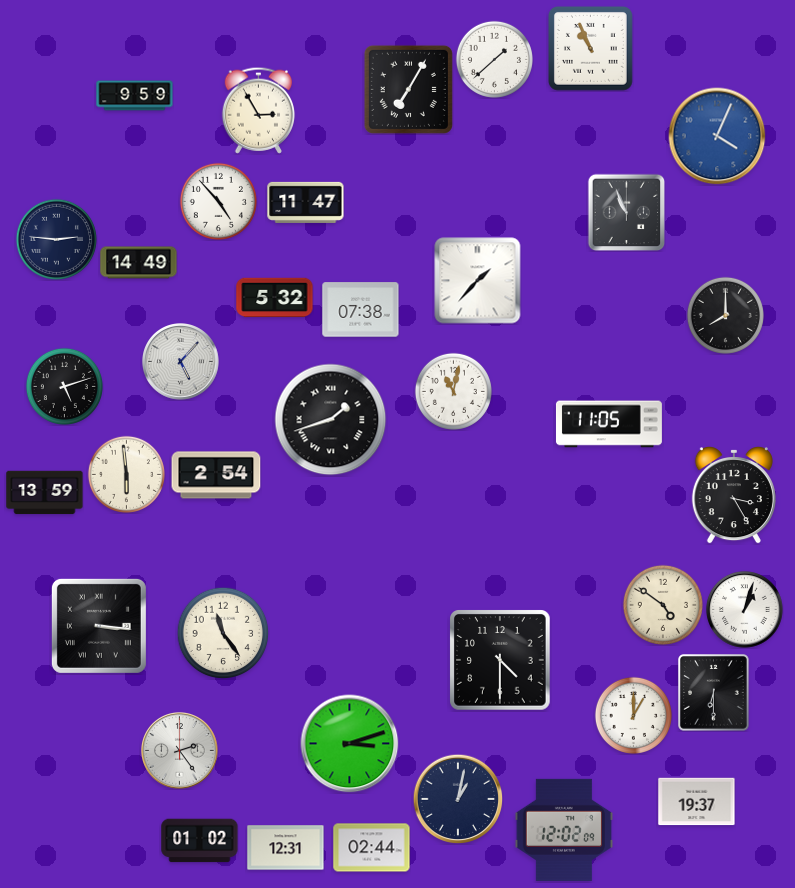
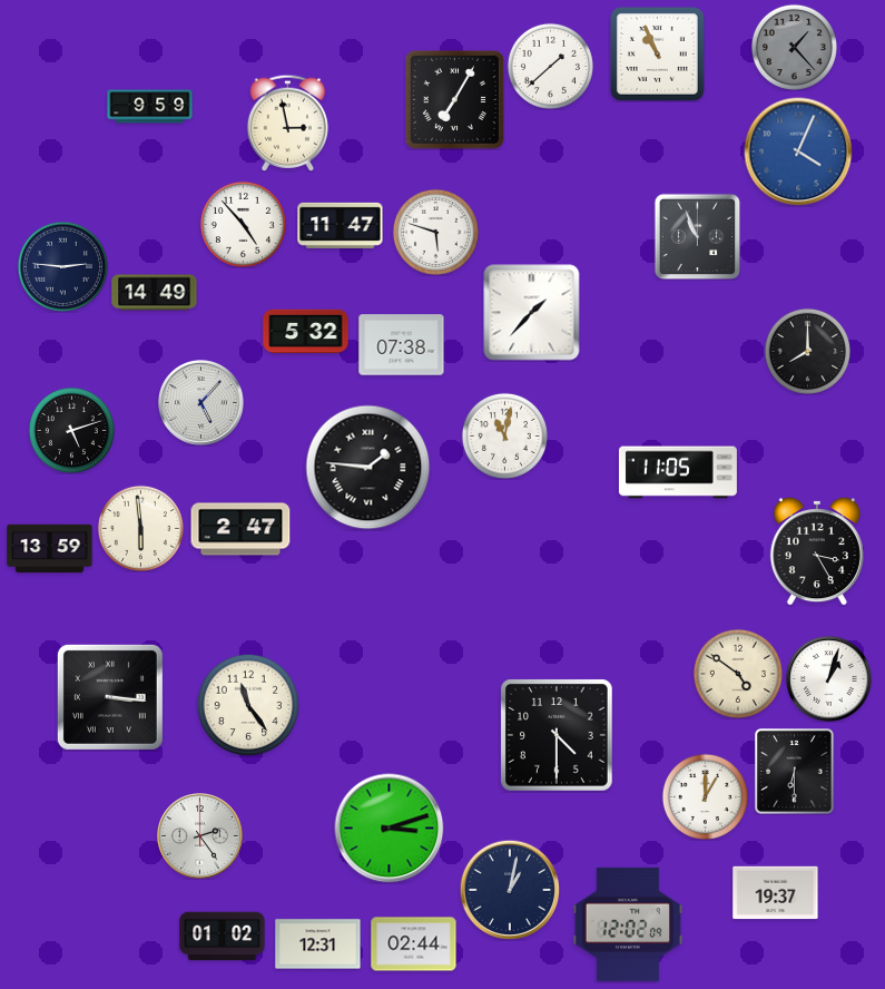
clock at (794, 47): none -> 1:23
clock at (259, 110): 2:55 -> 2:58
clock at (435, 232): none -> 5:48
clock at (331, 420): 1:42 -> 1:46
clock at (216, 475): 2:54 -> 2:47
